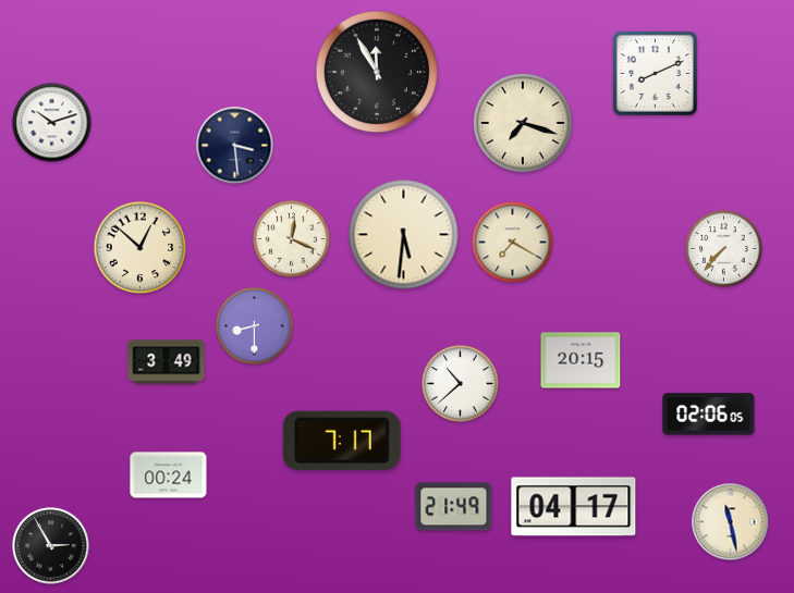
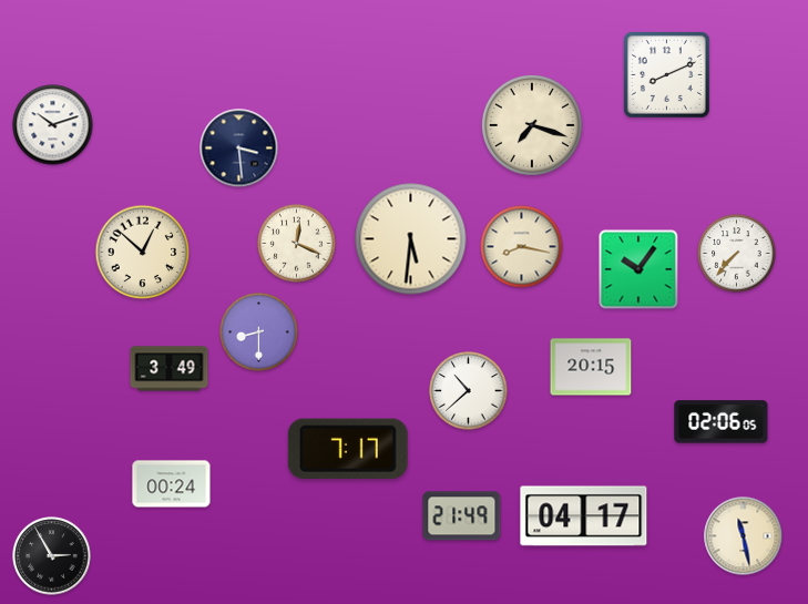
clock at (377, 72): 11:55 -> none
clock at (513, 243): 7:20 -> 8:17
clock at (638, 269): none -> 10:06
clock at (731, 522) position: (731, 522) -> (744, 536)
